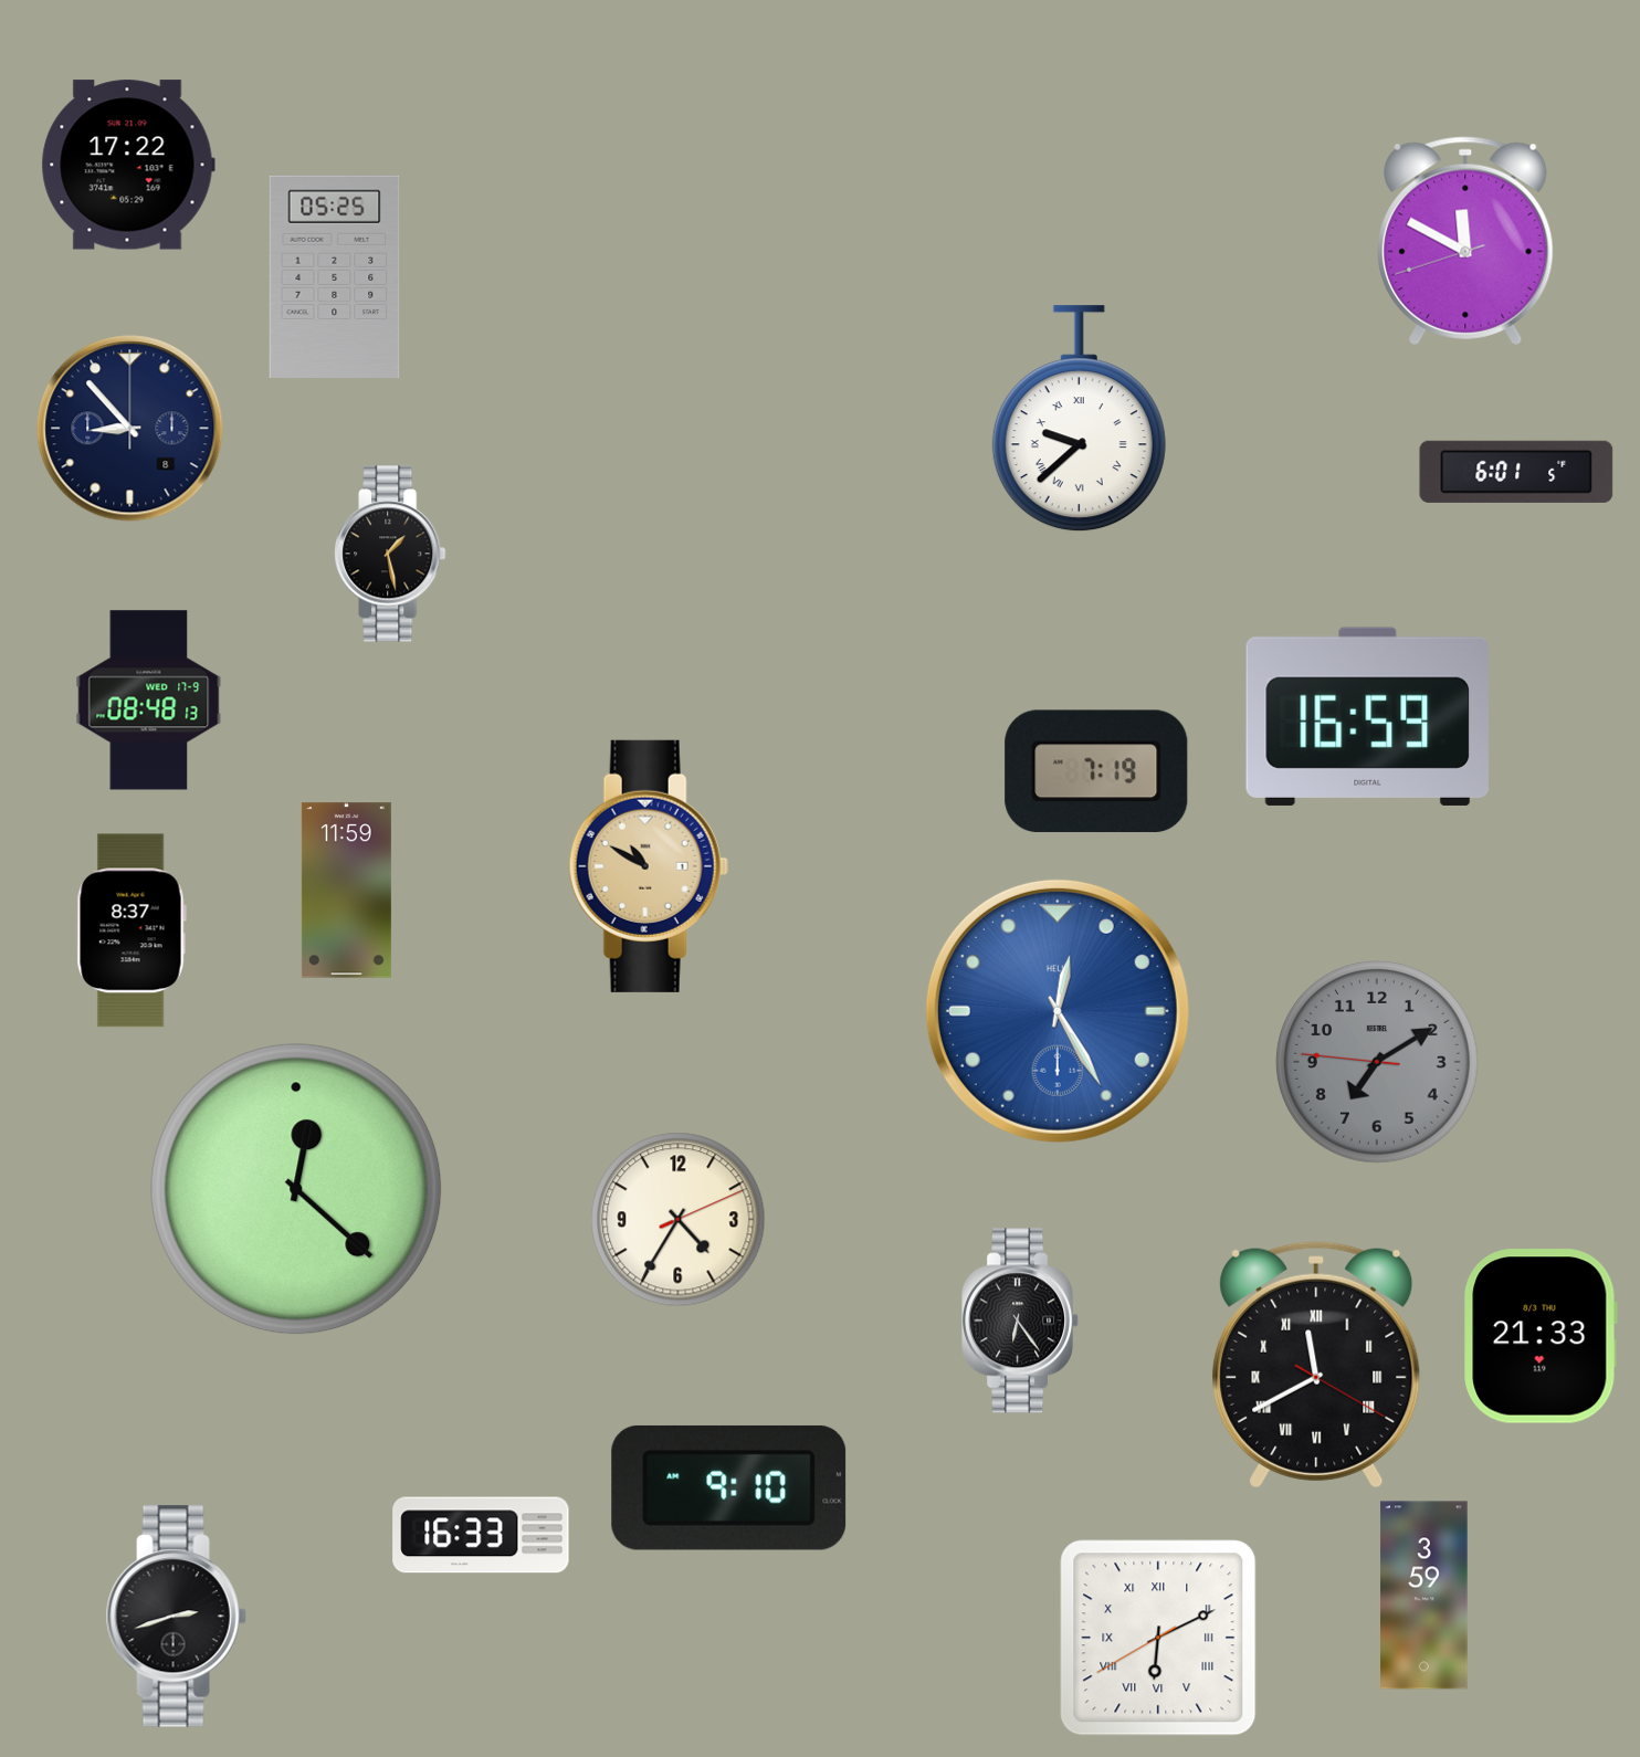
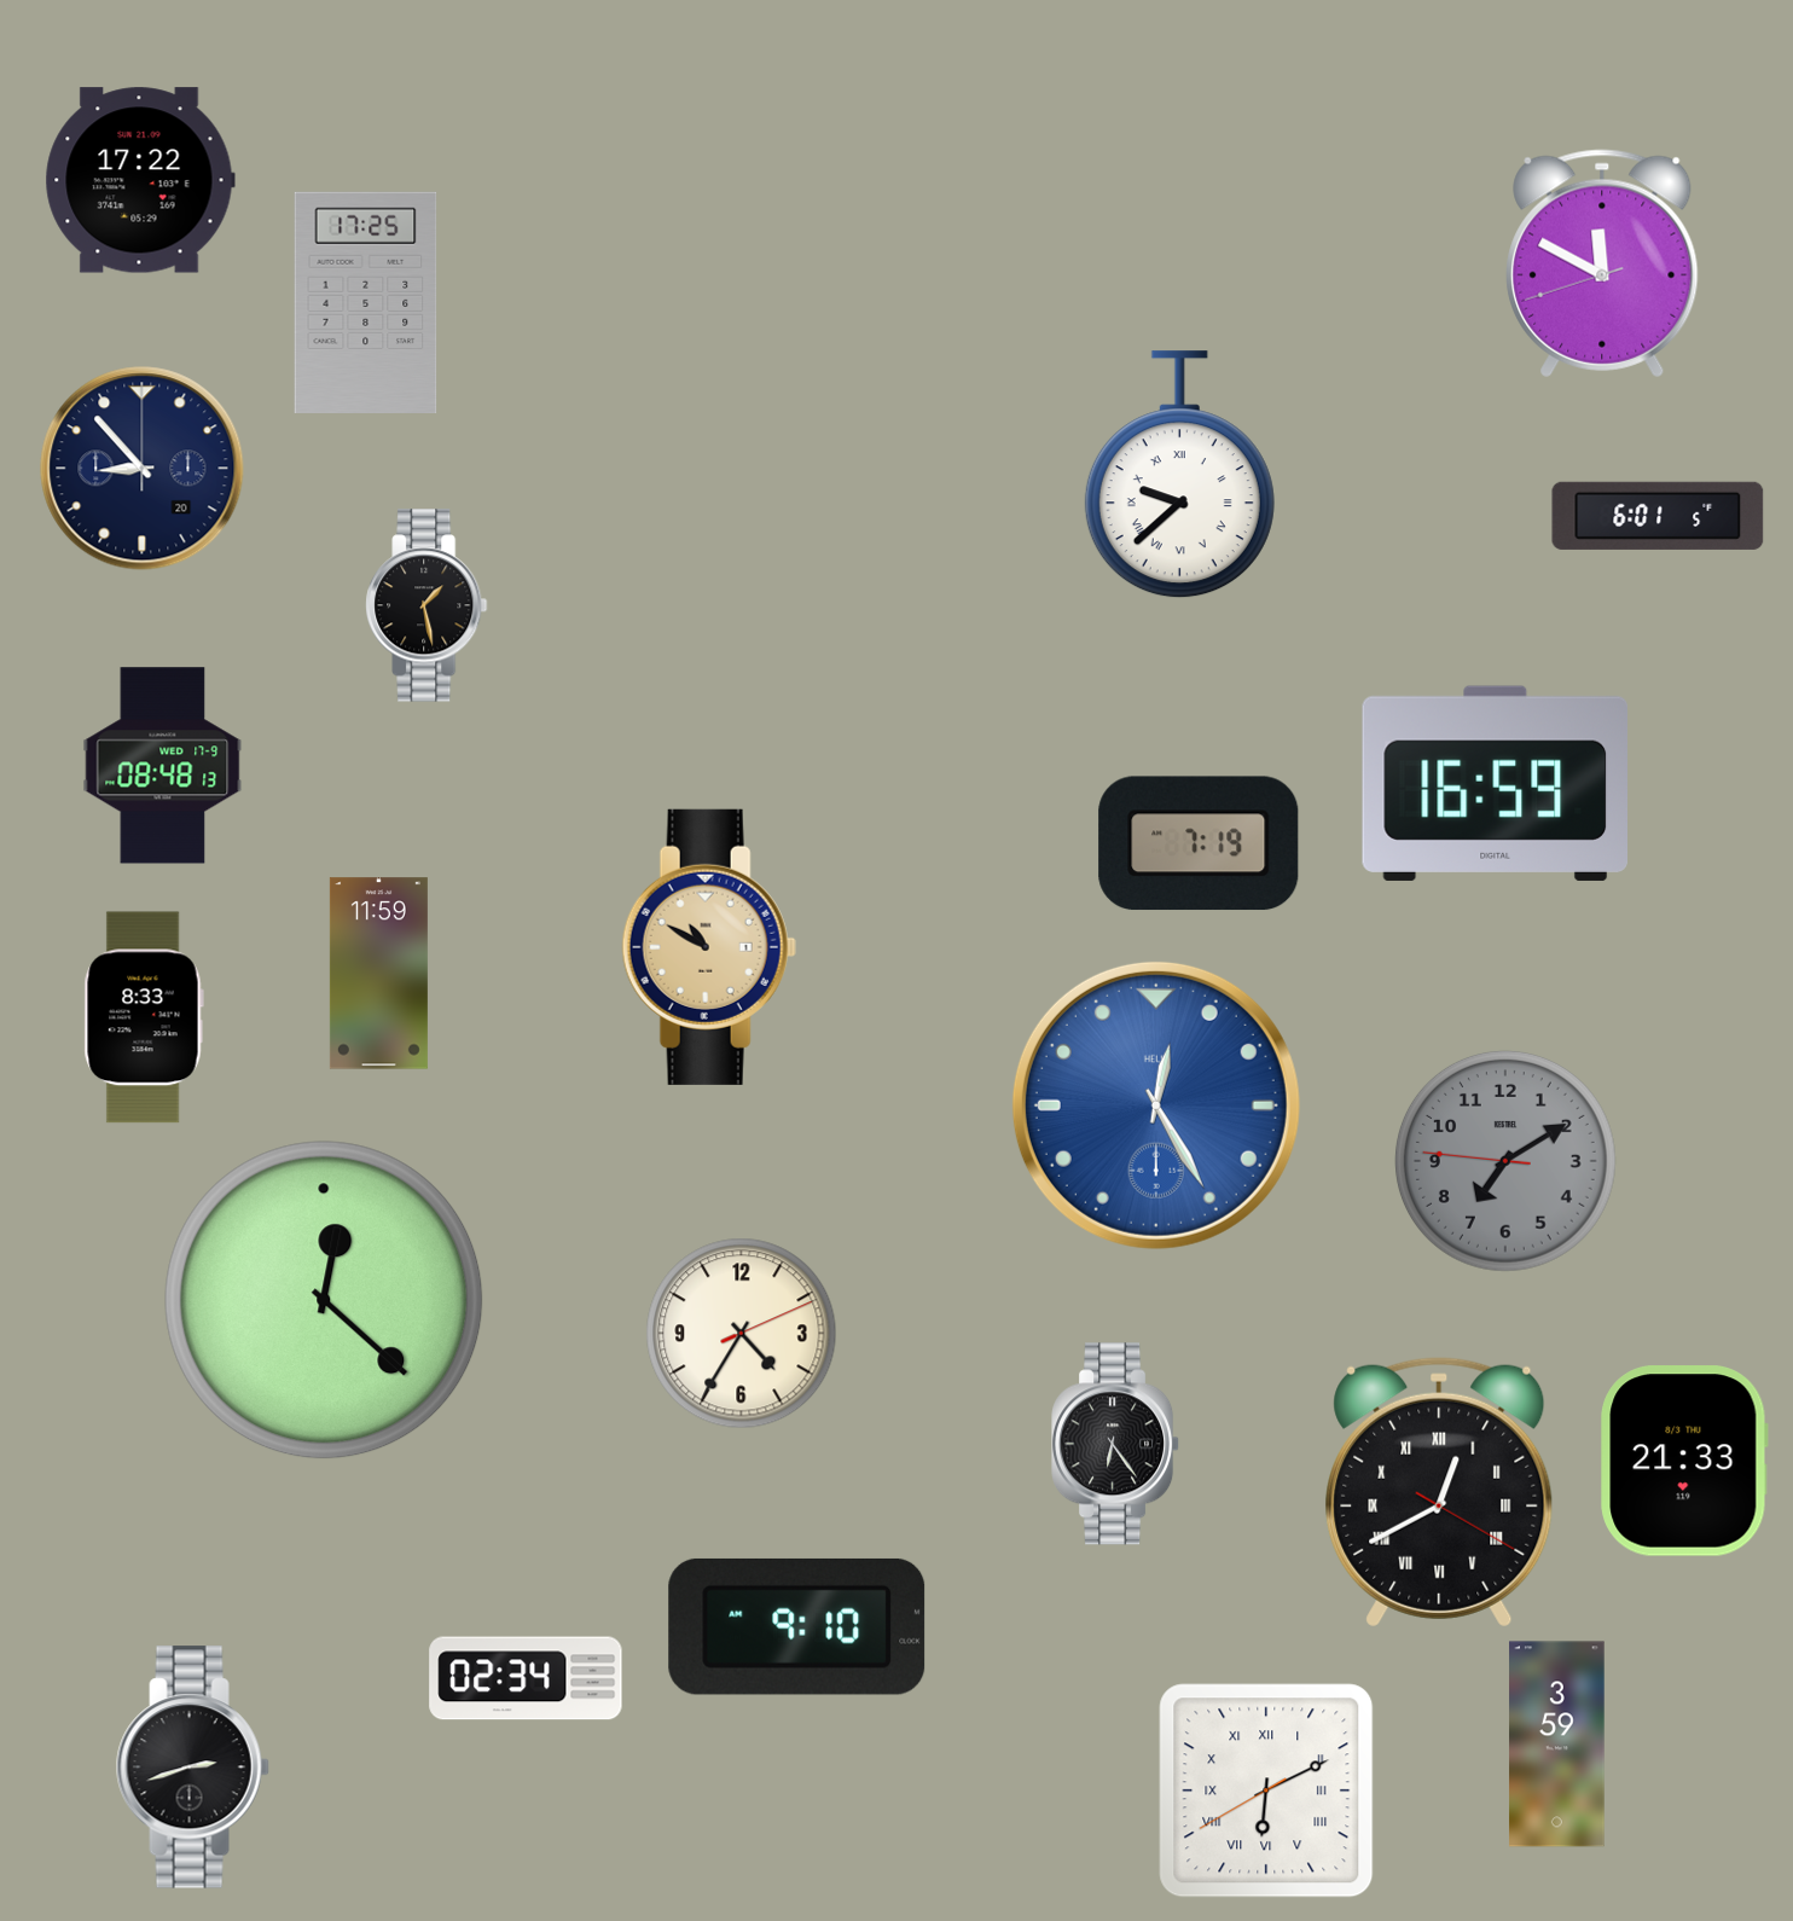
clock at (335, 276): 05:25 -> 17:25
clock at (1079, 419) position: (1079, 419) -> (1179, 475)
clock at (130, 429) date: 8 -> 20
clock at (132, 930): 8:37 -> 8:33
clock at (1316, 1365): 11:40 -> 12:40
clock at (481, 1535): 16:33 -> 02:34
